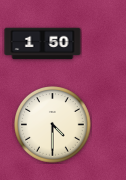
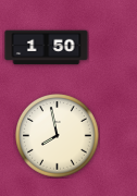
clock at (53, 125): 4:30 -> 7:58
